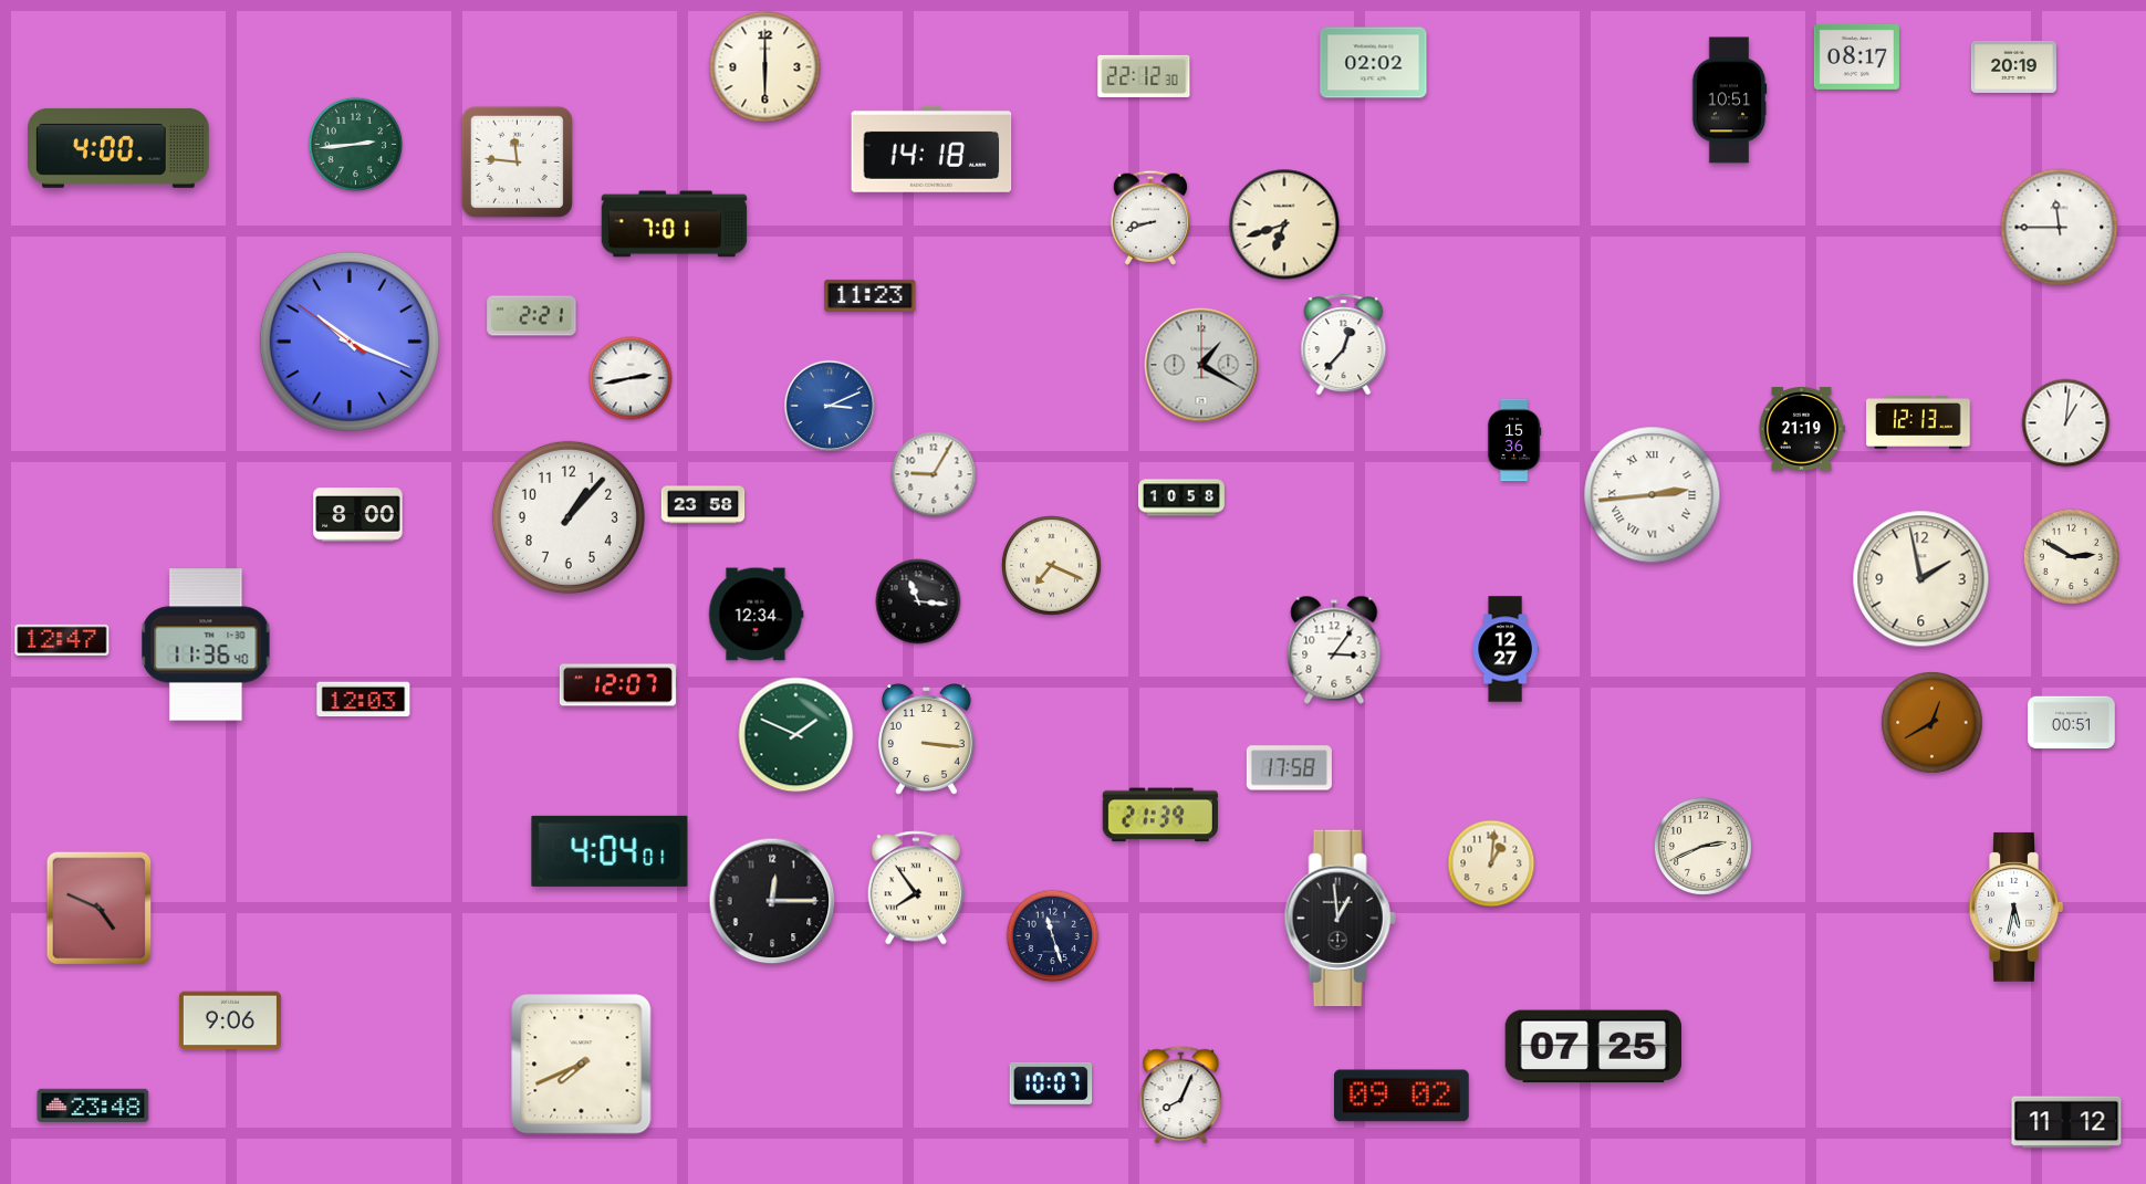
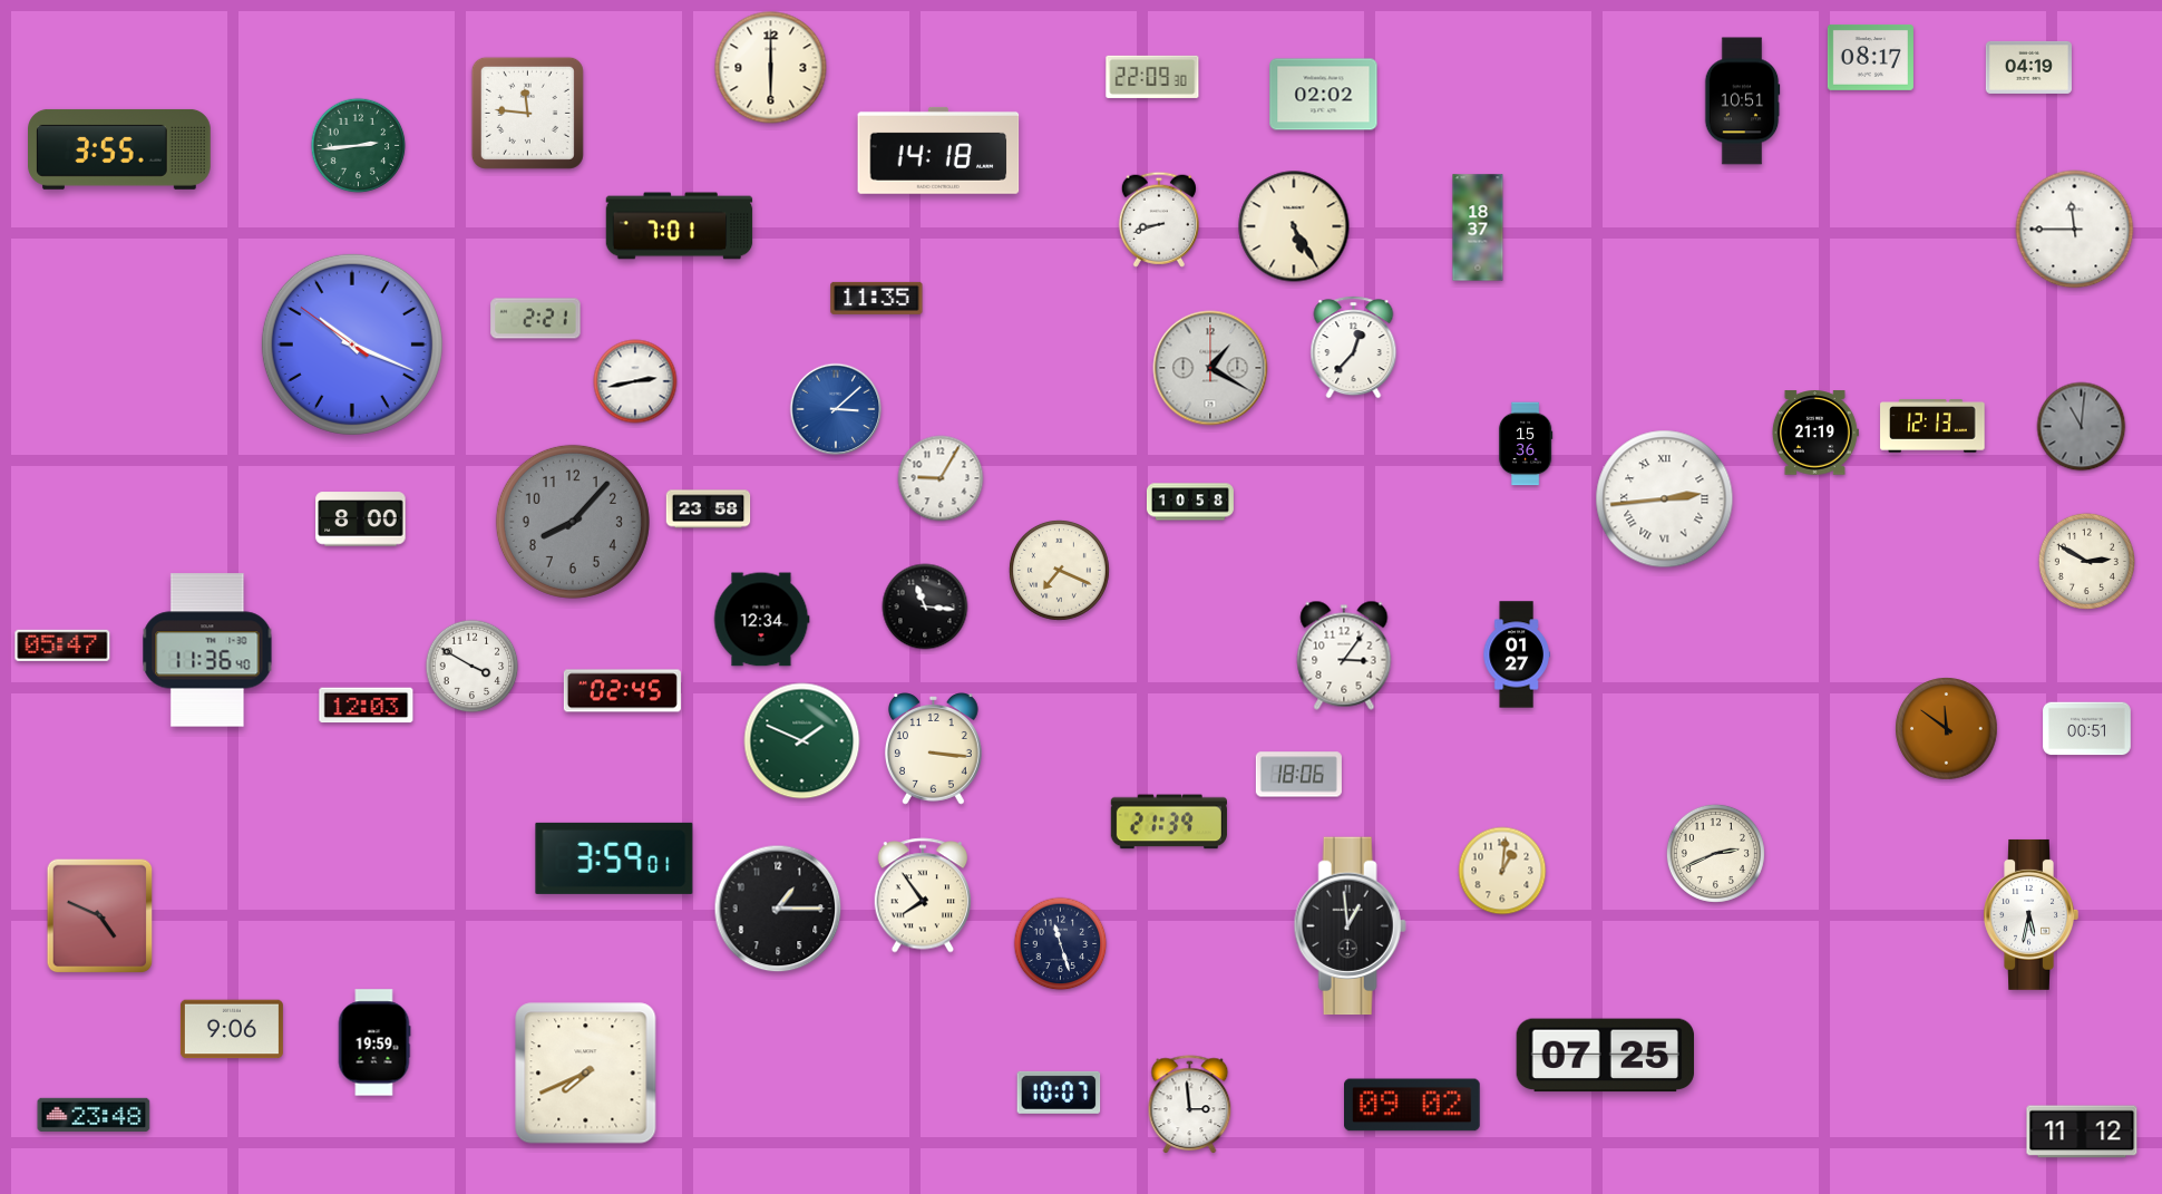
clock at (1374, 63) position: (1374, 63) -> (1324, 95)
clock at (2013, 66): 20:19 -> 04:19
clock at (1144, 76): 22:12 -> 22:09
clock at (119, 148): 4:00 -> 3:55
clock at (517, 161) position: (517, 161) -> (527, 113)
clock at (1284, 224): 6:42 -> 5:25
clock at (1478, 227): none -> 18:37
clock at (871, 295): 11:23 -> 11:35
clock at (830, 406): 3:11 -> 3:08
clock at (2066, 423): 1:01 -> 11:01
clock at (2066, 423) dial: white -> grey
clock at (569, 517): 1:07 -> 8:07
clock at (569, 517) dial: white -> grey
clock at (1921, 579): 1:58 -> none
clock at (62, 640): 12:47 -> 05:47
clock at (1506, 649): 12:27 -> 01:27
clock at (473, 667): none -> 3:50
clock at (617, 685): 12:07 -> 02:45
clock at (1933, 723): 12:40 -> 11:51
clock at (926, 740) position: (926, 740) -> (933, 749)
clock at (1289, 768): 17:58 -> 18:06
clock at (610, 851): 4:04 -> 3:59
clock at (772, 901): 12:15 -> 1:15
clock at (374, 1042): none -> 19:59
clock at (1181, 1094): 8:04 -> 2:59
